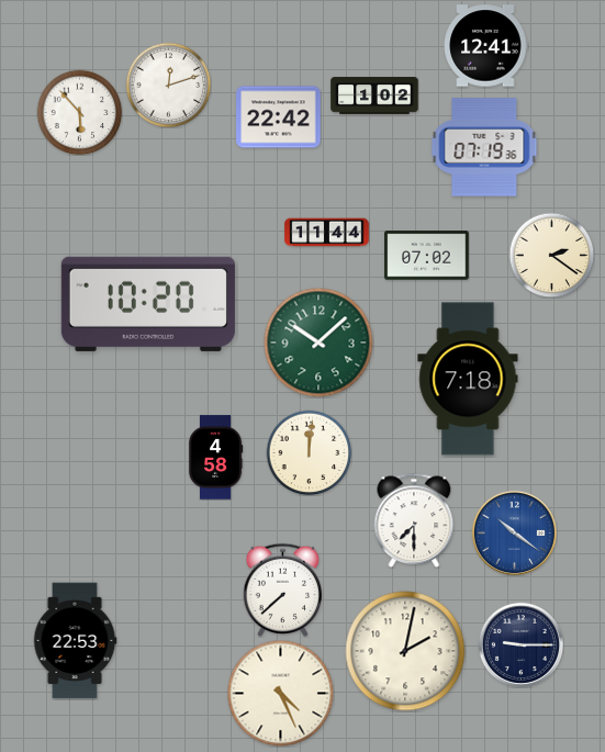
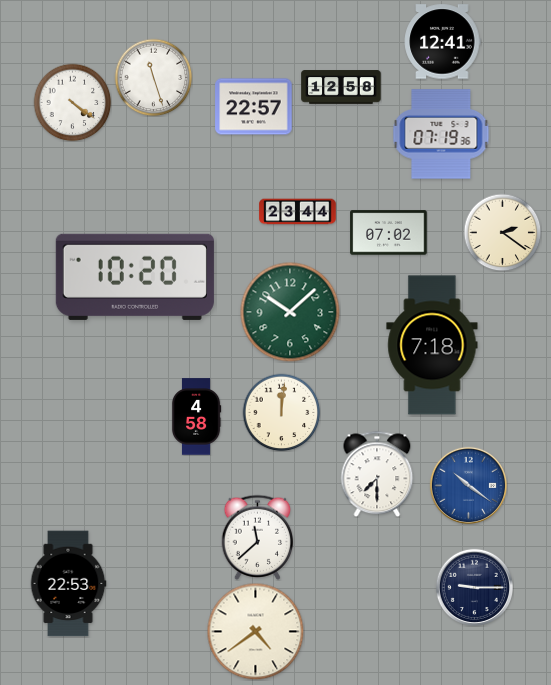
clock at (168, 85): 12:12 -> 11:27
clock at (374, 96): 1:02 -> 12:58
clock at (79, 112): 5:53 -> 4:21
clock at (279, 117): 22:42 -> 22:57
clock at (327, 233): 11:44 -> 23:44
clock at (468, 379) position: (468, 379) -> (432, 345)
clock at (283, 590): 7:38 -> 11:38
clock at (405, 651): 2:02 -> none
clock at (280, 693): 4:26 -> 4:39
